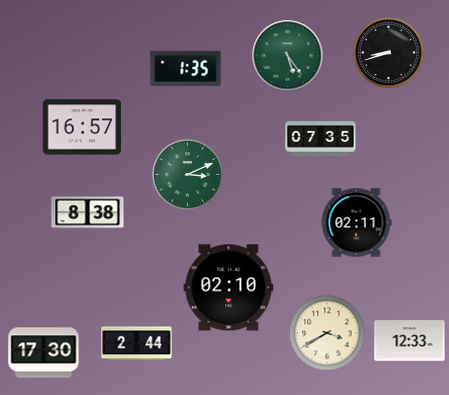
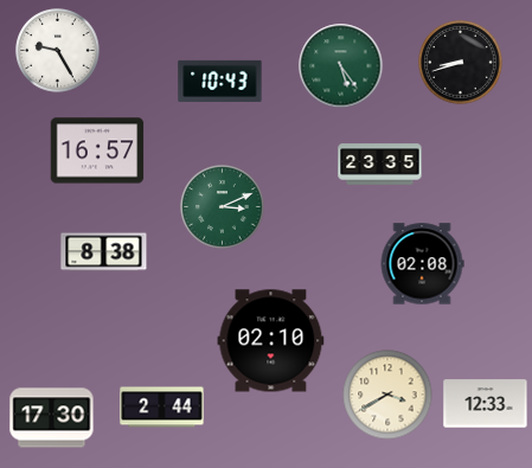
clock at (58, 51): none -> 9:25
clock at (186, 68): 1:35 -> 10:43
clock at (321, 139): 07:35 -> 23:35
clock at (356, 223): 02:11 -> 02:08
